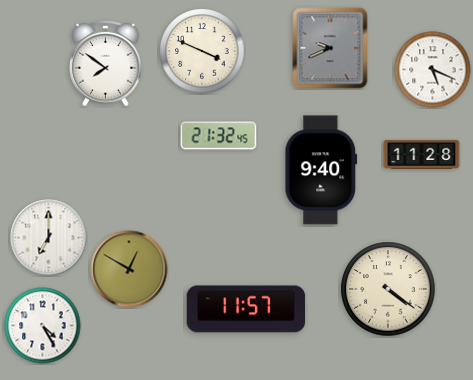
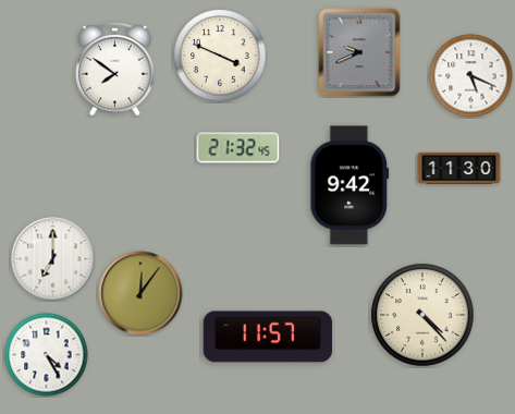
clock at (422, 154): 11:28 -> 11:30
clock at (321, 170): 9:40 -> 9:42
clock at (129, 269): 12:50 -> 12:06
clock at (388, 289): 4:21 -> 4:23
